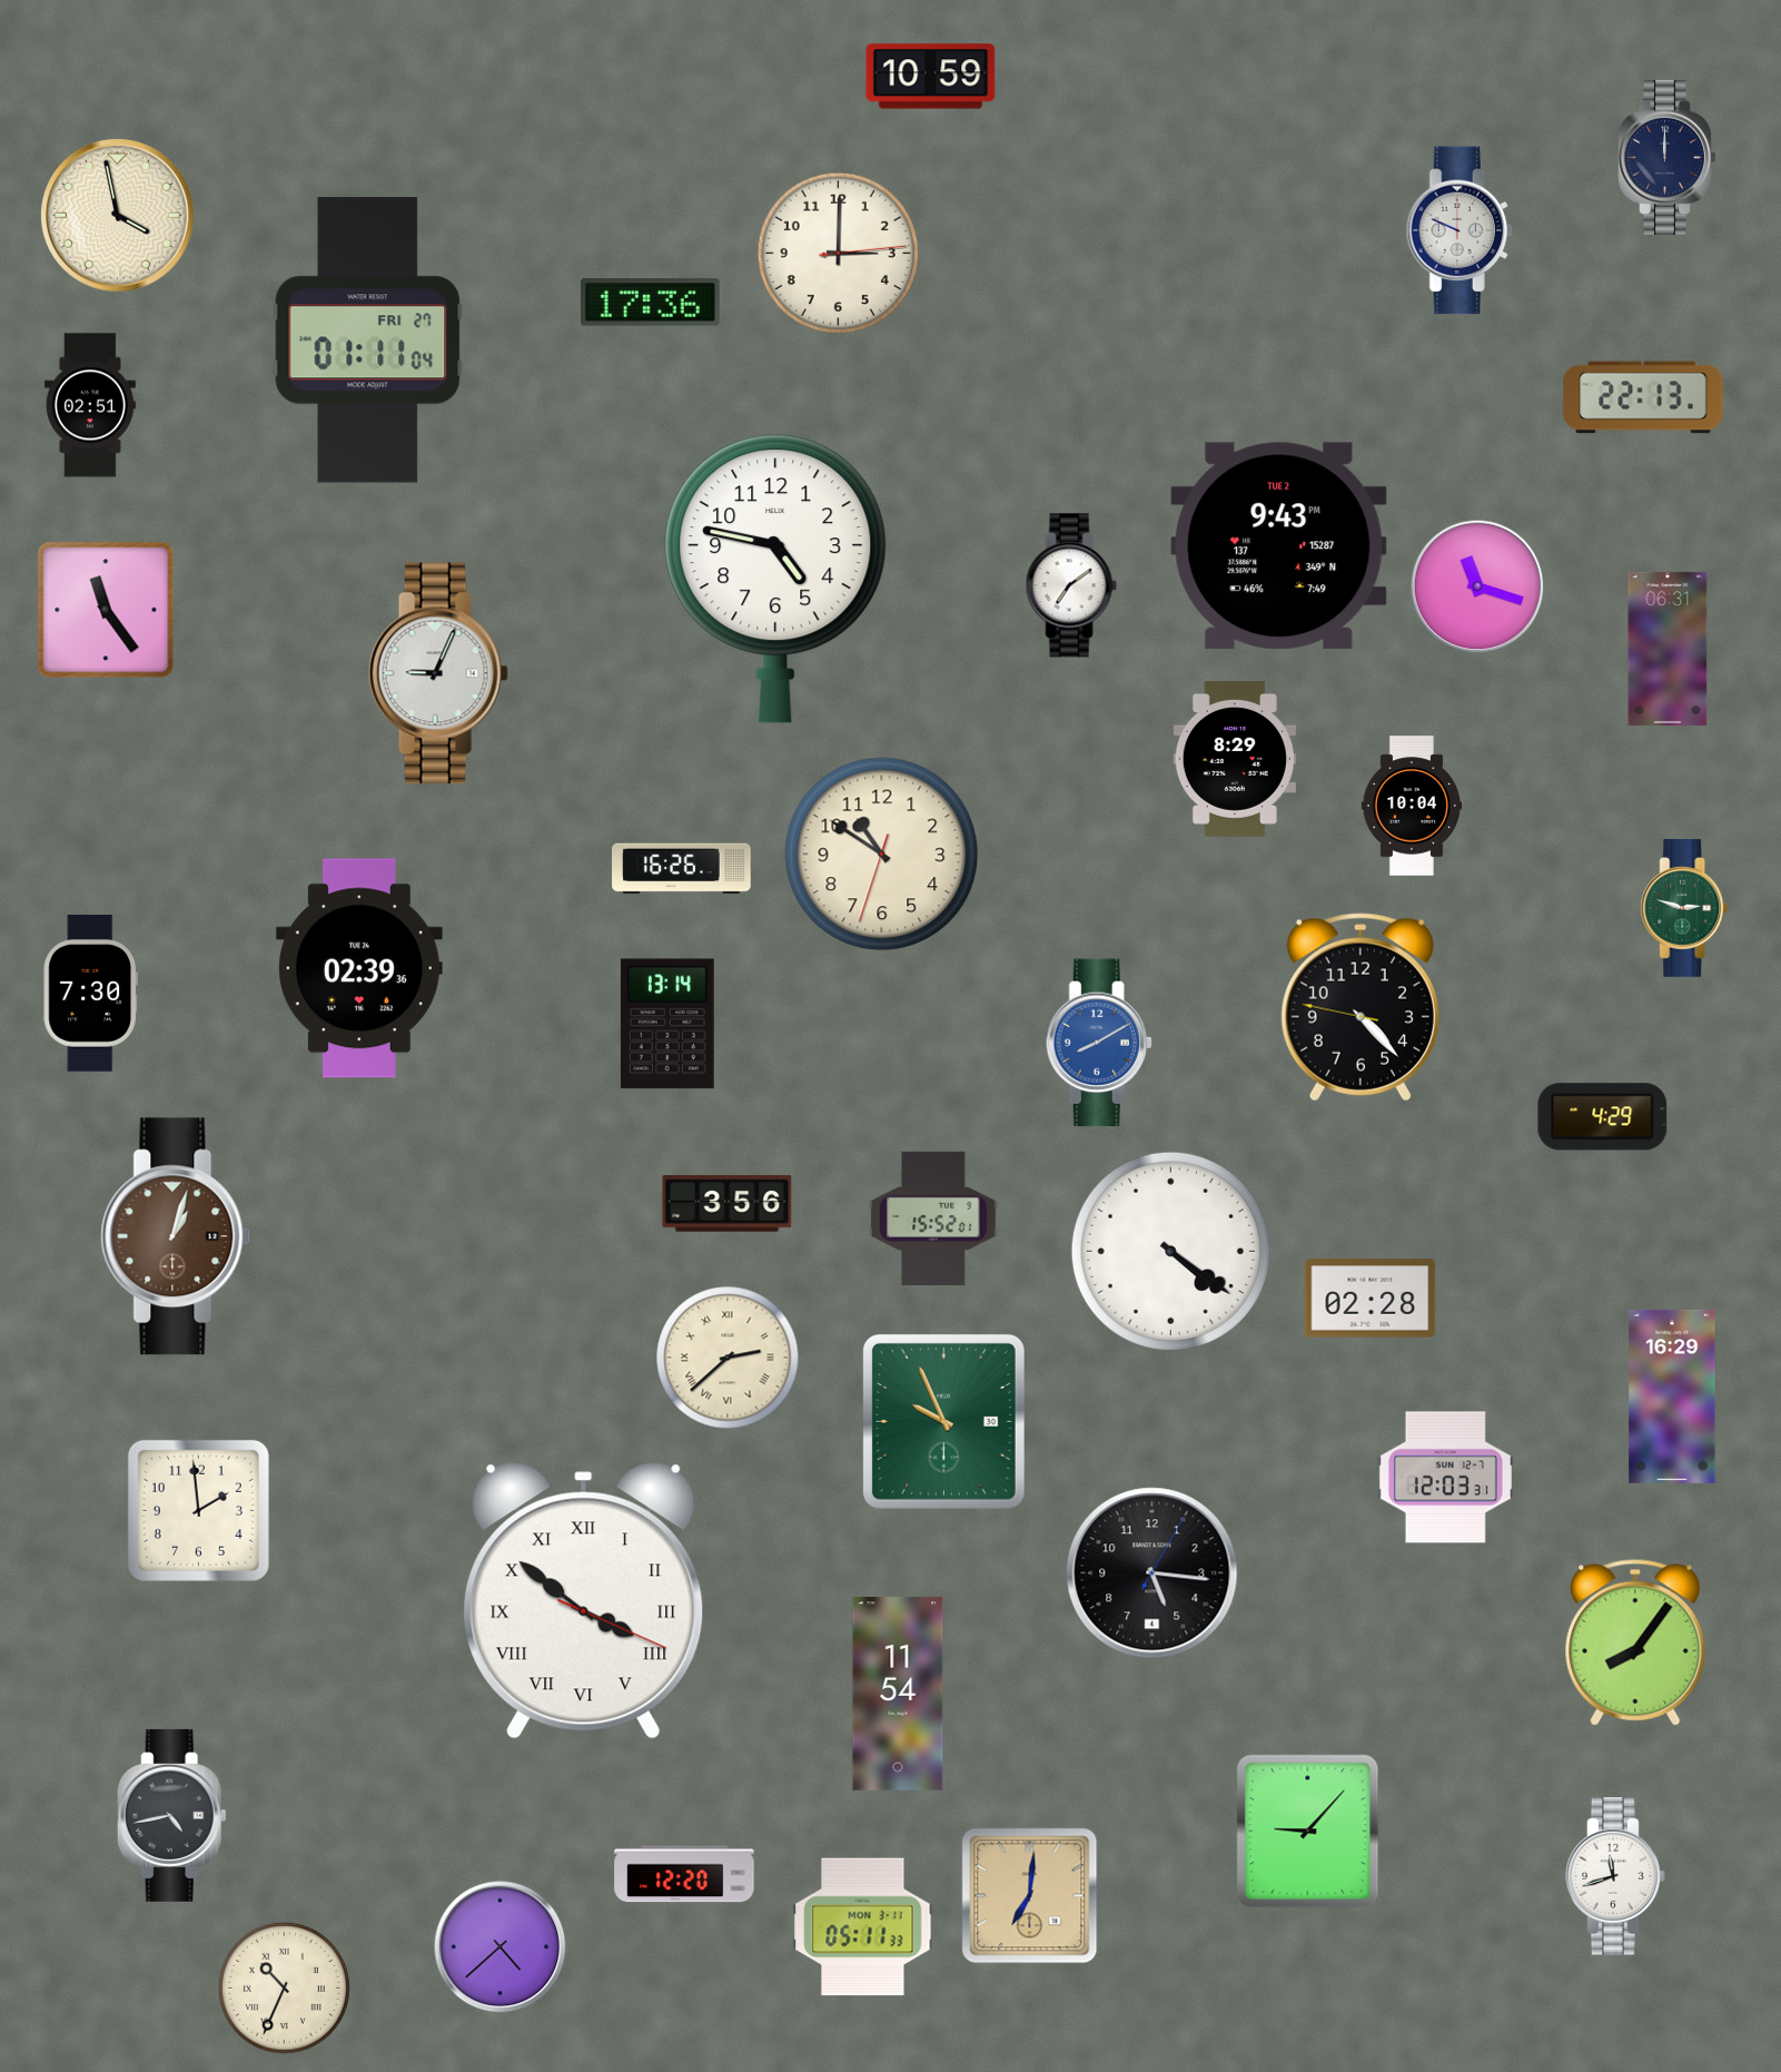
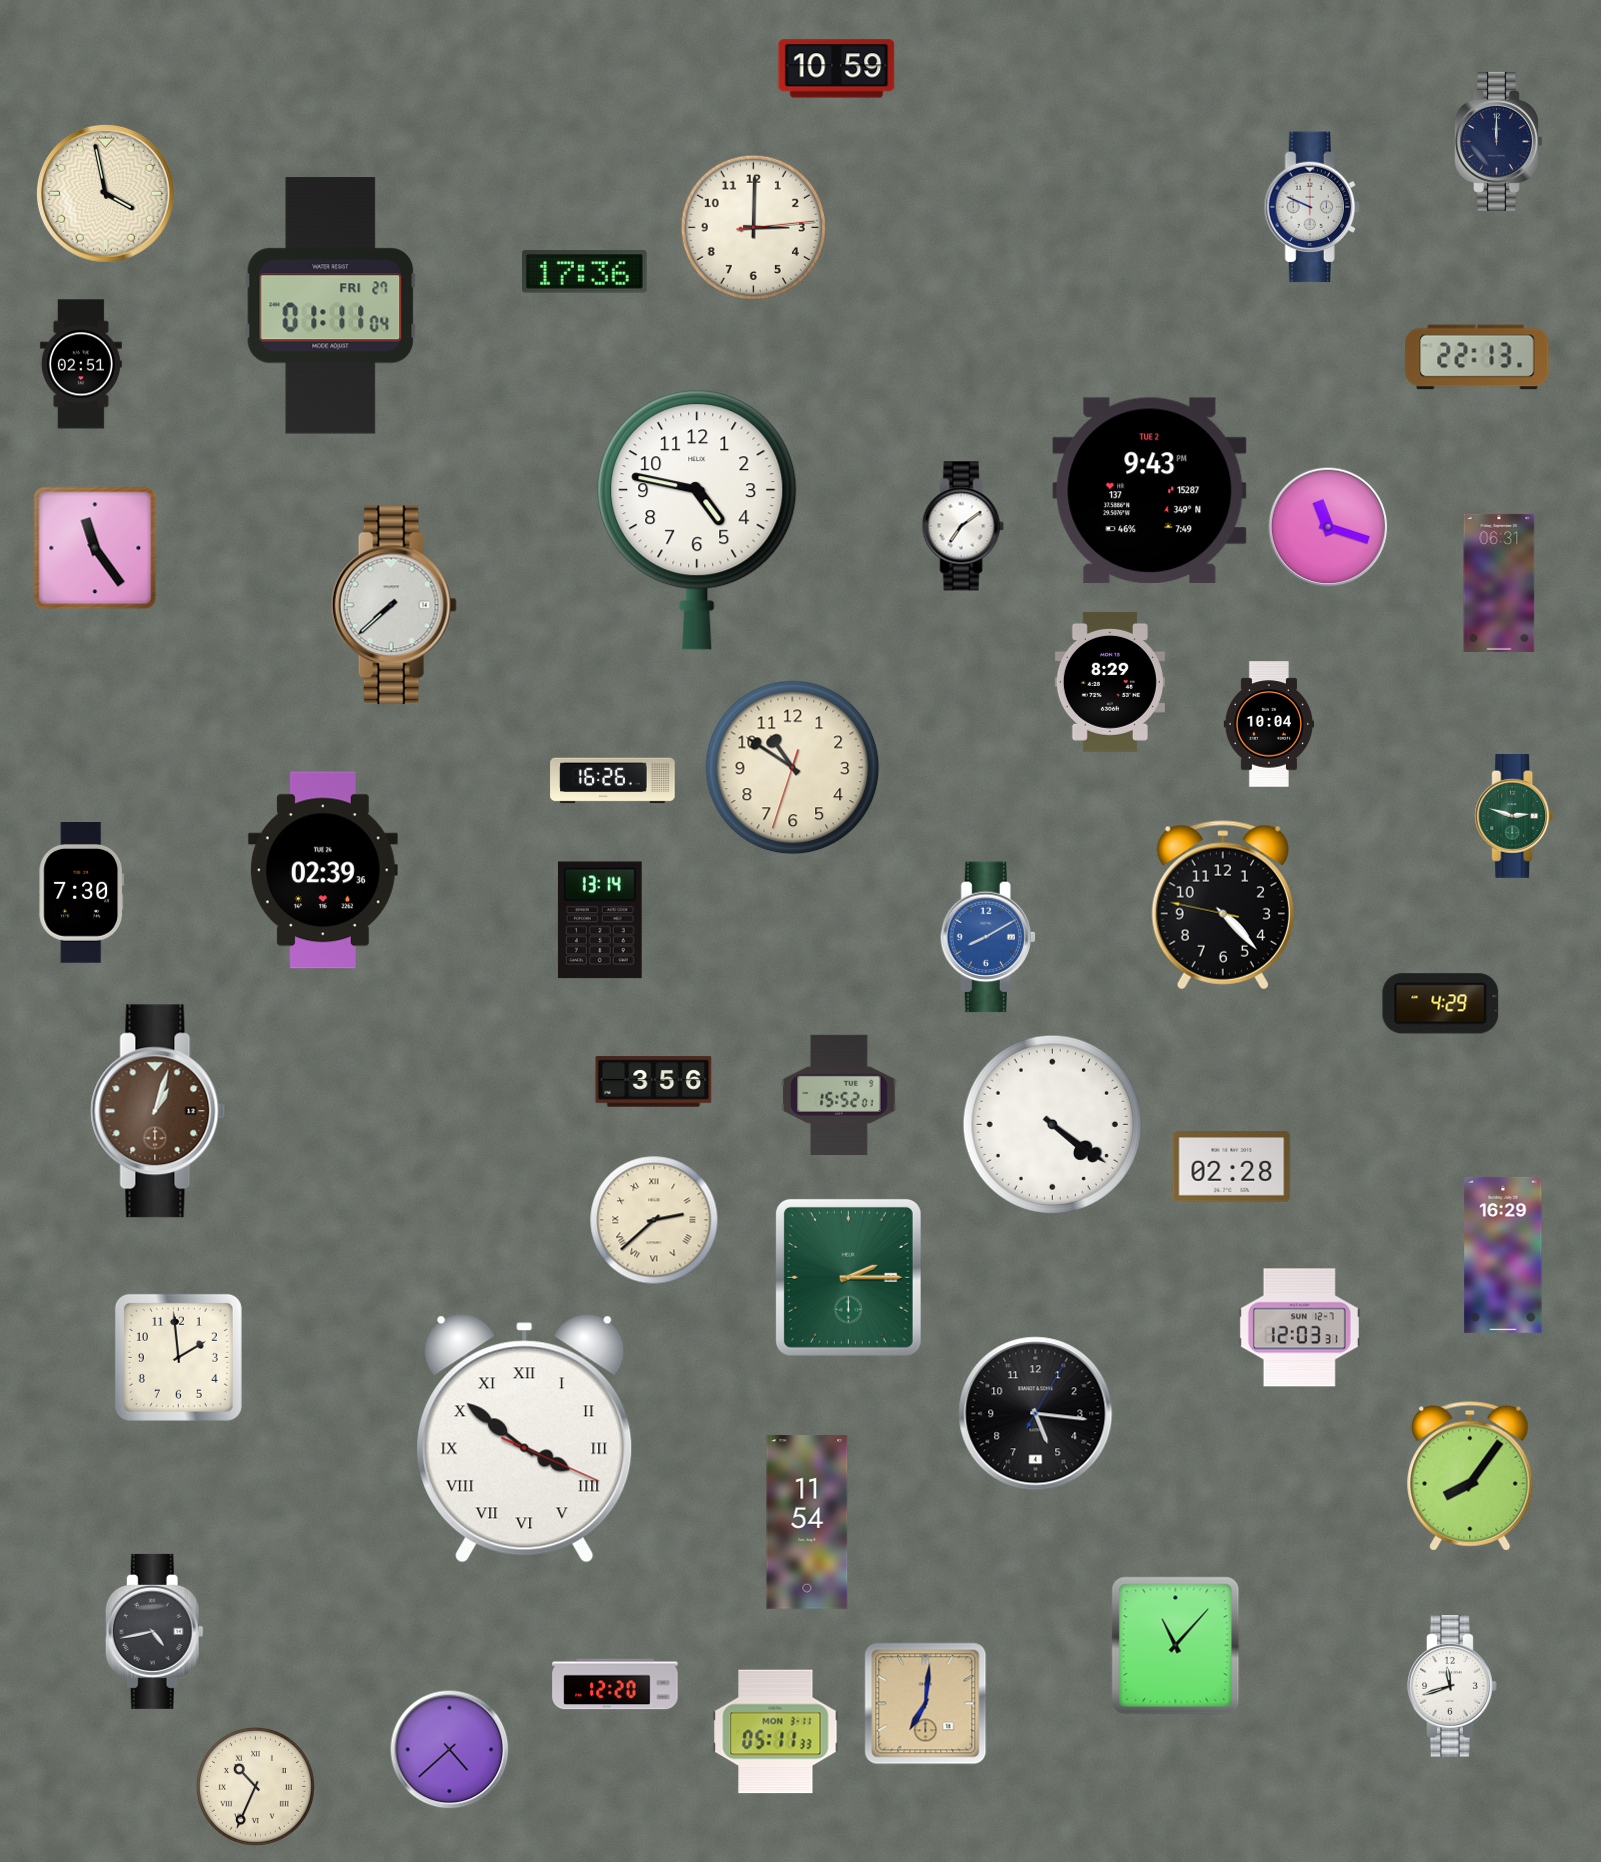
clock at (438, 673): 9:04 -> 7:38
clock at (943, 1421): 9:56 -> 2:15
clock at (1308, 1832): 9:07 -> 11:07
